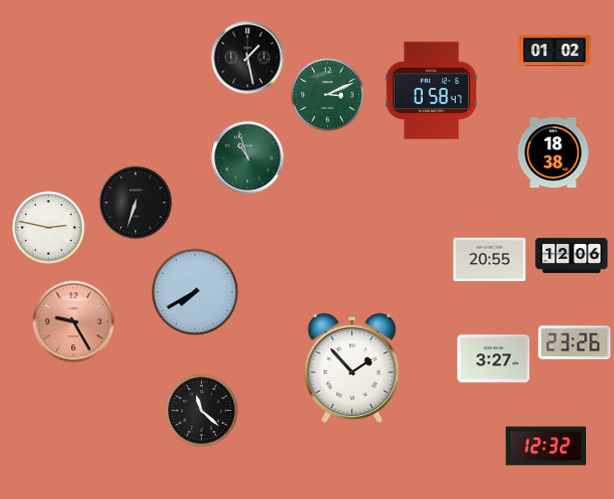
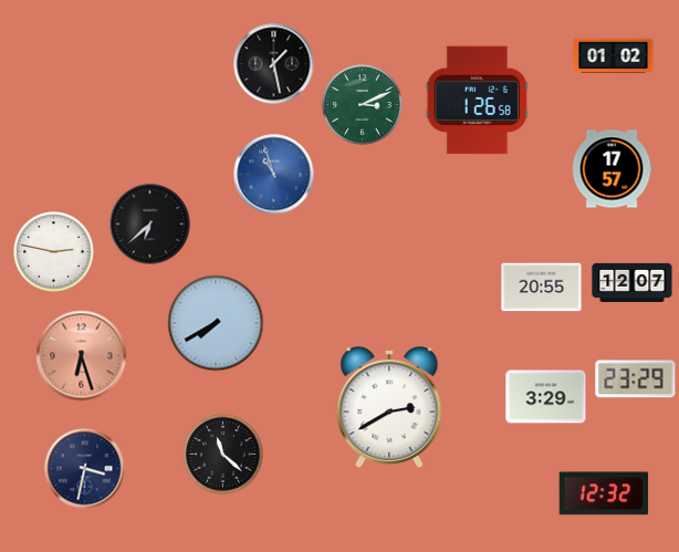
clock at (431, 91): 0:58 -> 1:26
clock at (553, 153): 18:38 -> 17:57
clock at (248, 158) dial: green -> blue
clock at (136, 203): 6:33 -> 6:38
clock at (572, 255): 12:06 -> 12:07
clock at (74, 322): 9:25 -> 6:27
clock at (575, 343): 23:26 -> 23:29
clock at (494, 359): 3:27 -> 3:29
clock at (352, 369): 1:53 -> 2:40
clock at (85, 469): none -> 3:32
